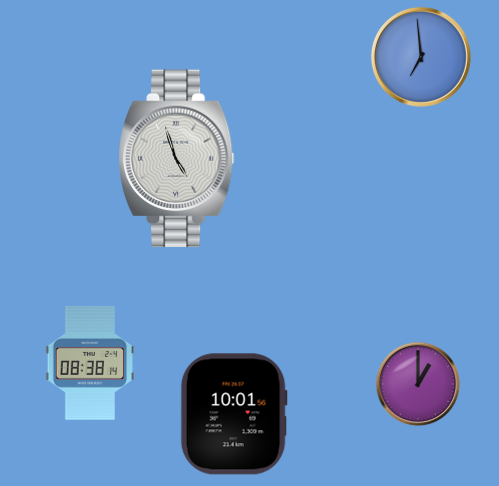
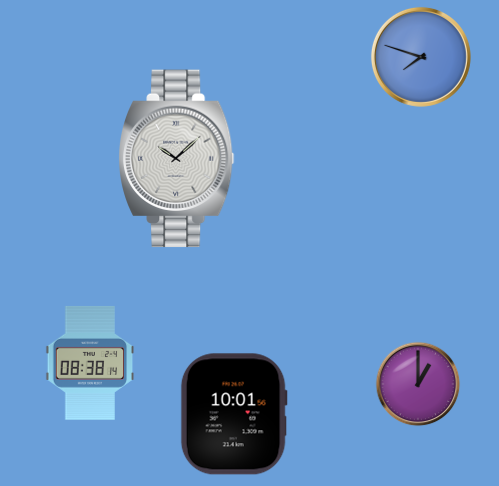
clock at (421, 57): 6:59 -> 7:48
clock at (176, 159): 4:57 -> 10:08
